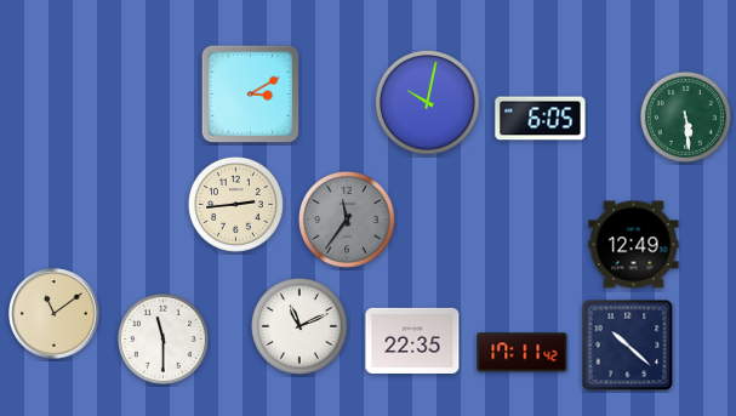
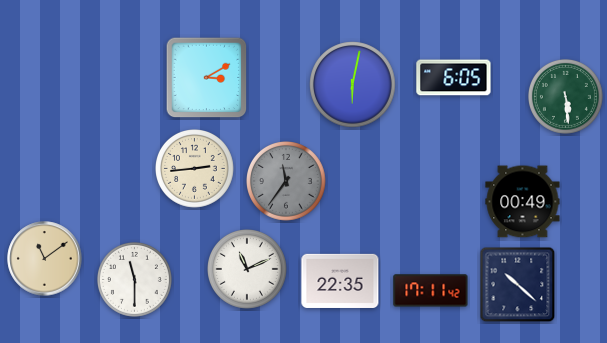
clock at (428, 103): 10:02 -> 6:02
clock at (541, 119) position: (541, 119) -> (454, 78)
clock at (634, 245): 12:49 -> 00:49
